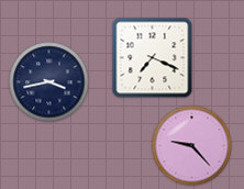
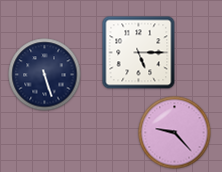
clock at (153, 58): 7:19 -> 5:15
clock at (49, 82): 3:43 -> 5:27
